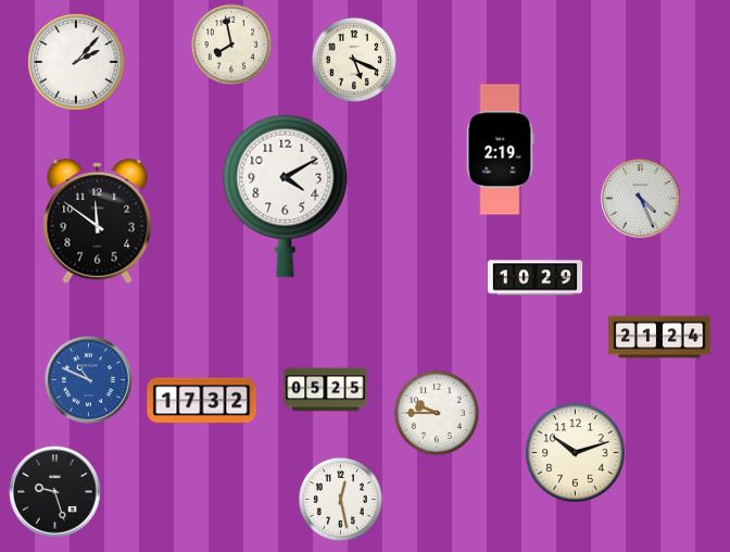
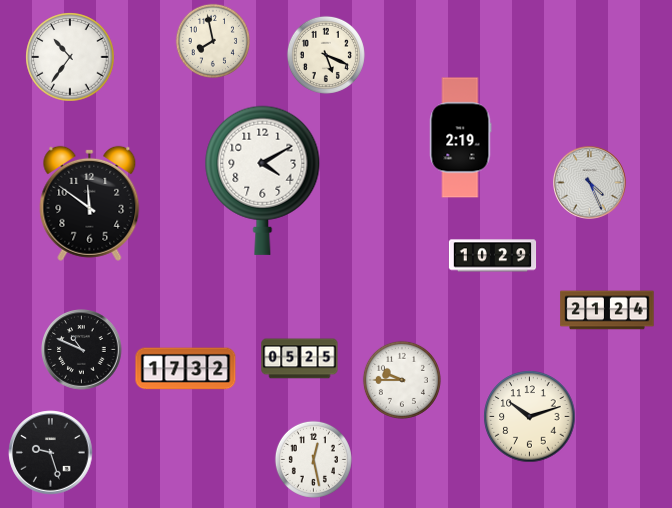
clock at (76, 62): 2:07 -> 10:36
clock at (89, 380) dial: blue -> black
